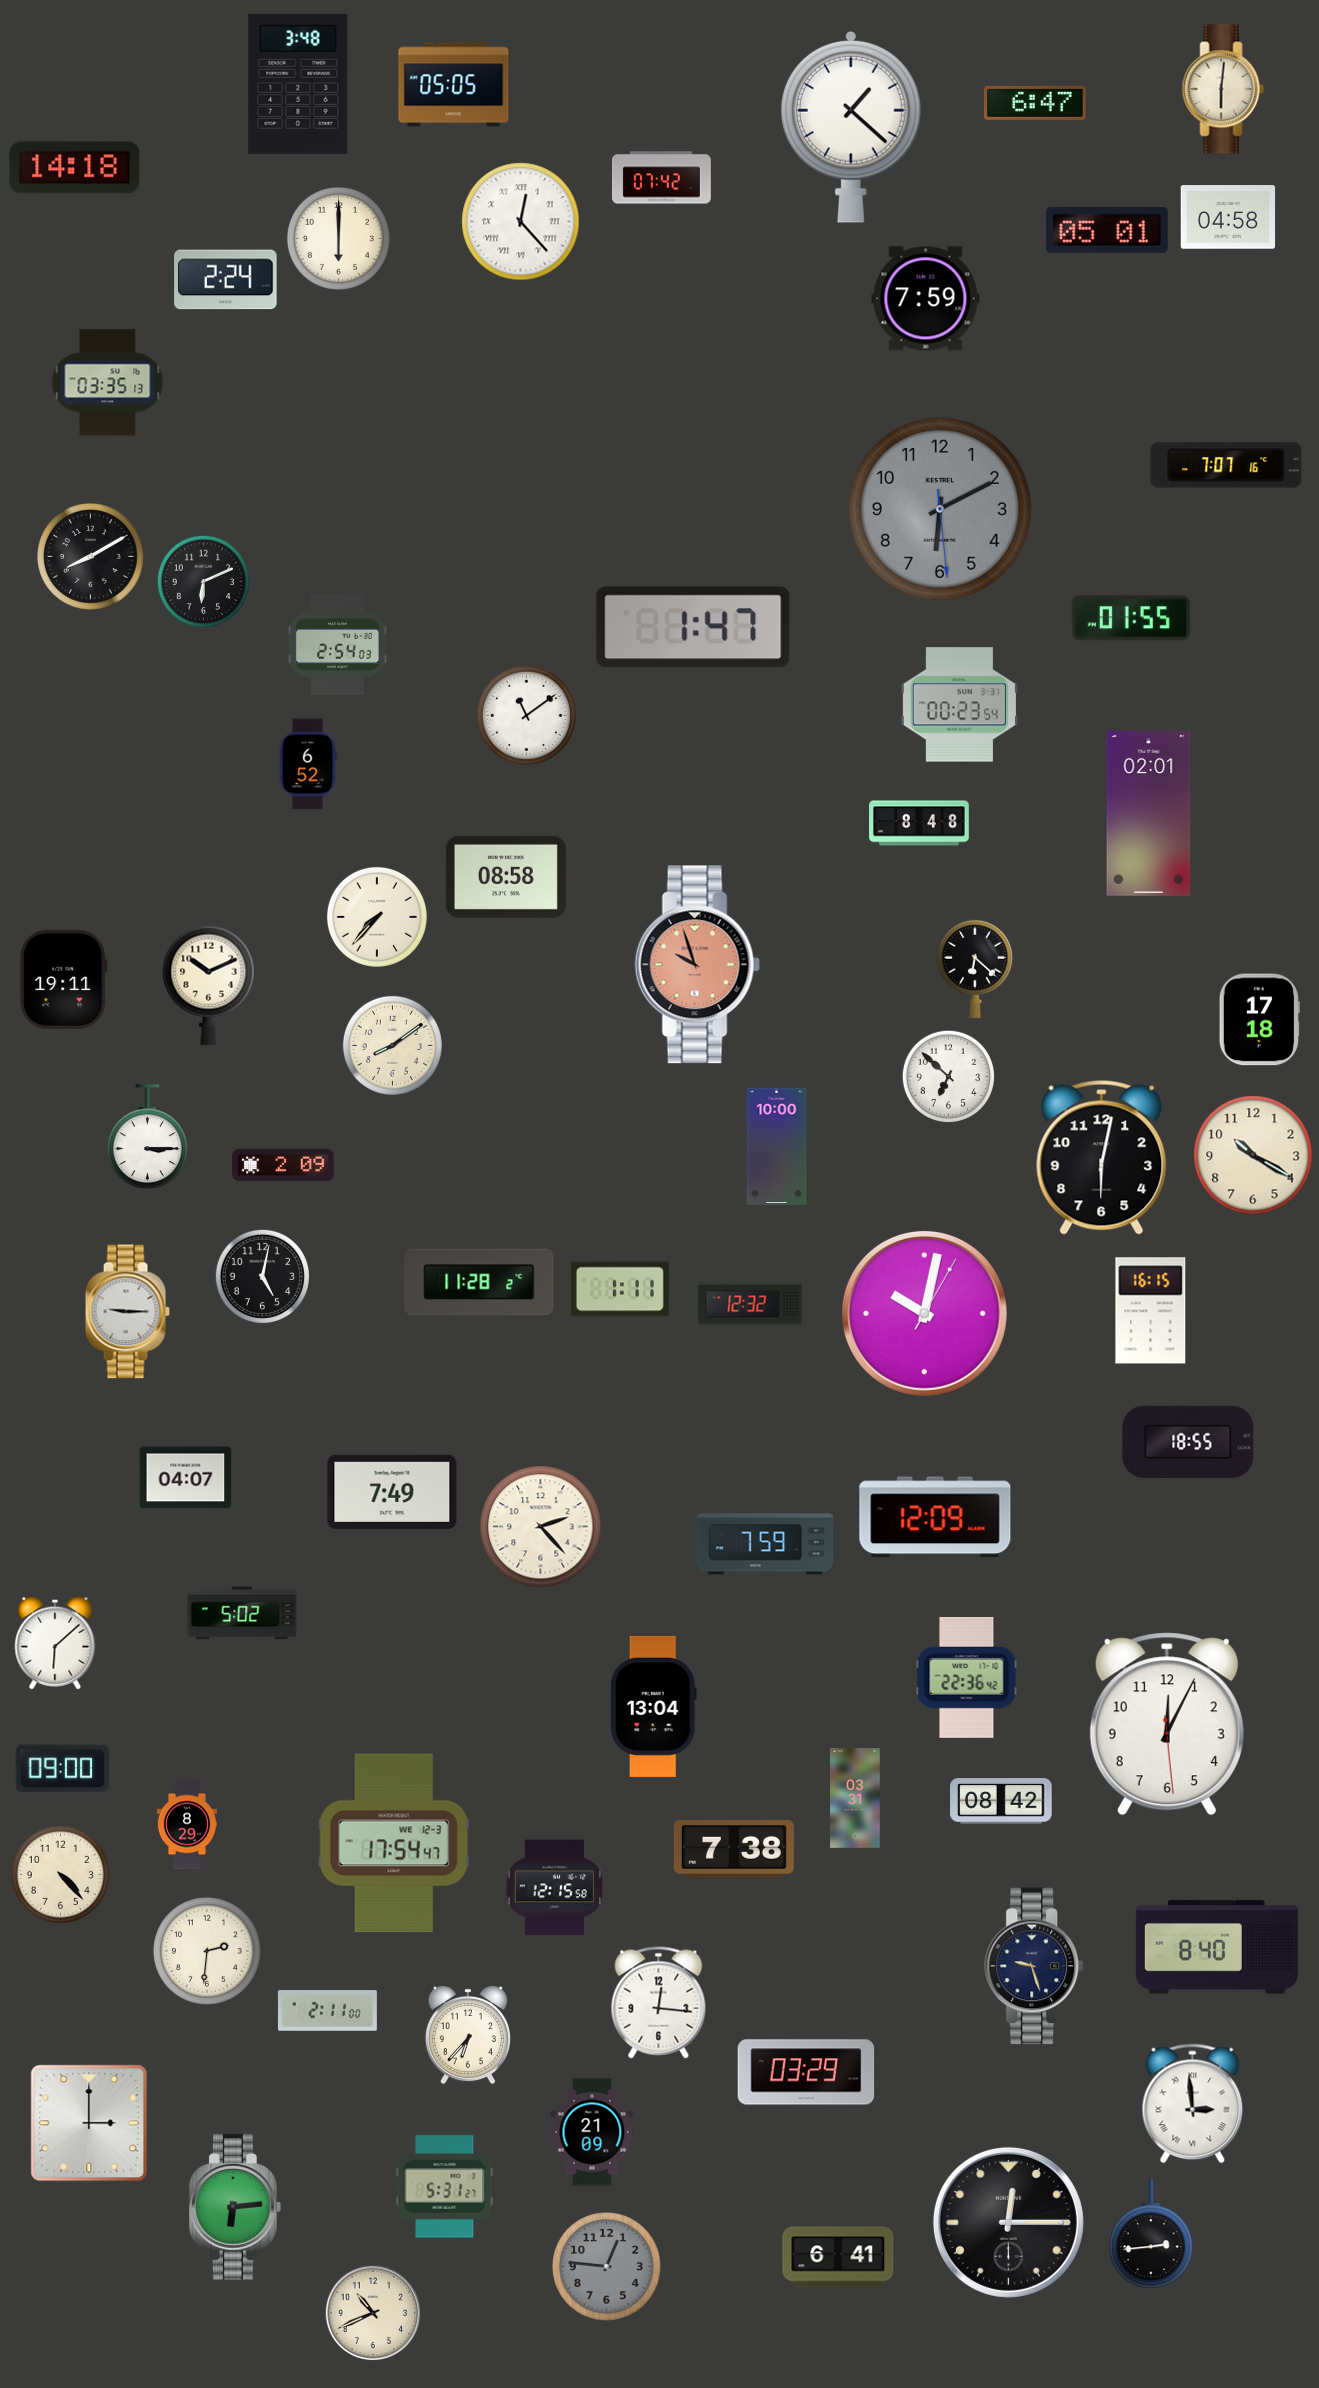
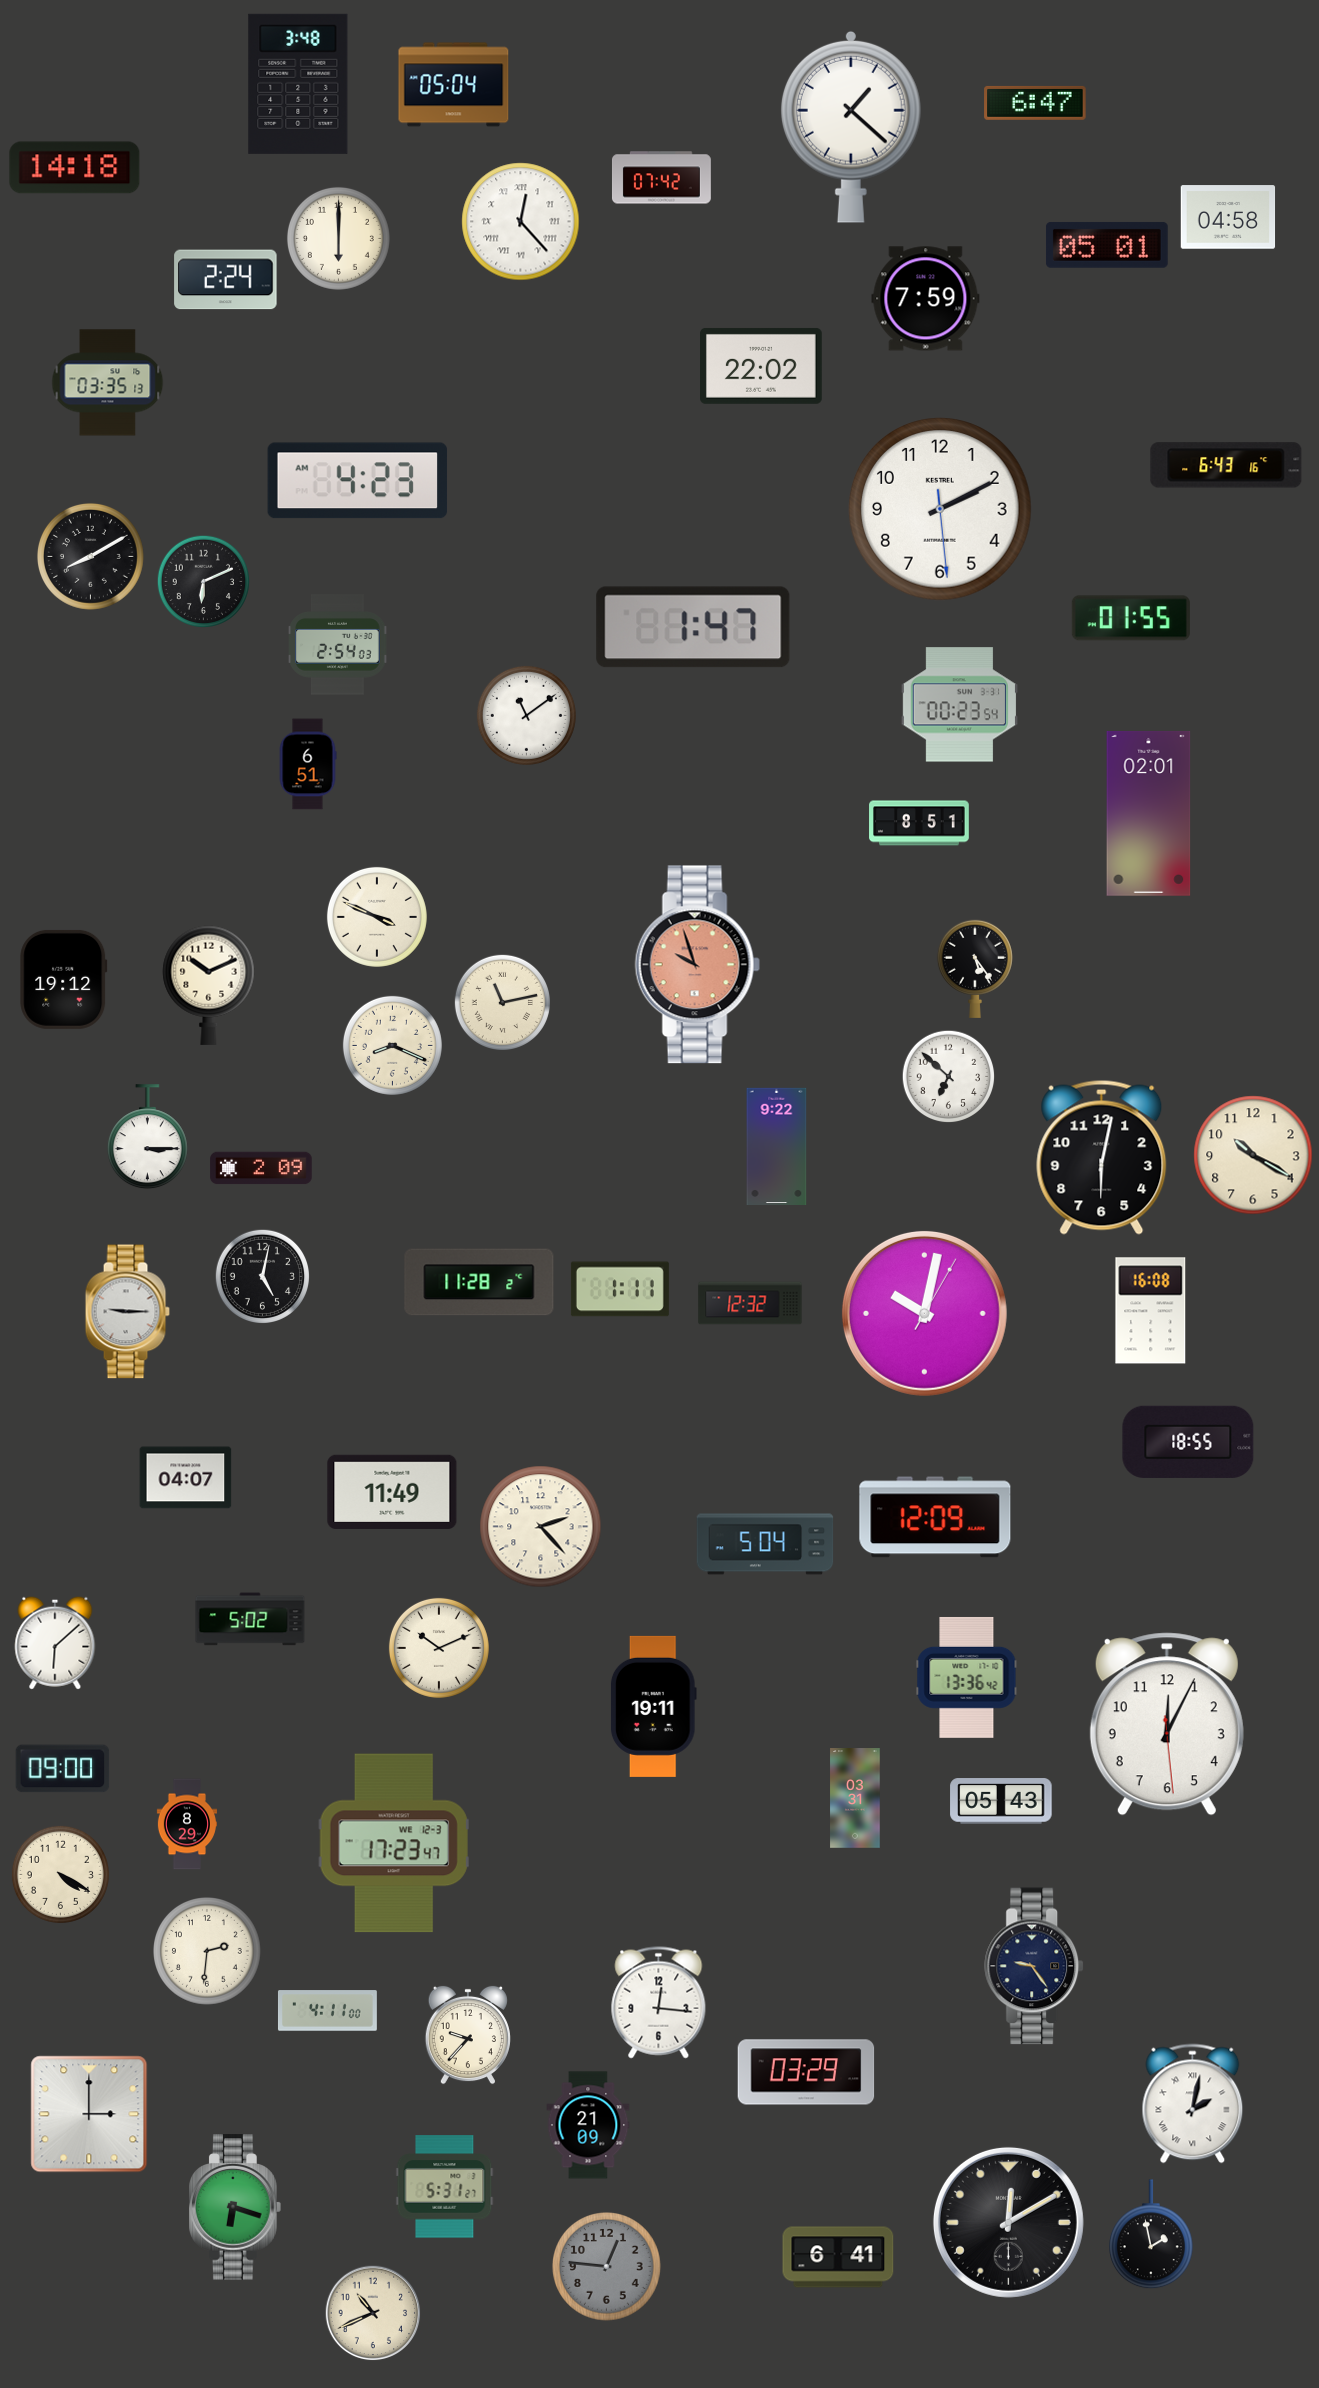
clock at (454, 85): 05:05 -> 05:04
clock at (1223, 89): 6:01 -> none
clock at (1107, 230) position: (1107, 230) -> (1107, 245)
clock at (762, 366): none -> 22:02
clock at (1226, 465): 7:07 -> 6:43
clock at (358, 481): none -> 4:23
clock at (940, 509): 6:10 -> 2:10
clock at (940, 509) dial: grey -> white
clock at (308, 764): 6:52 -> 6:51
clock at (919, 823): 8:48 -> 8:51
clock at (506, 877): 08:58 -> none
clock at (377, 917): 7:37 -> 3:49
clock at (975, 969): 6:22 -> 5:24
clock at (64, 979): 19:11 -> 19:12
clock at (502, 1002): none -> 11:13
clock at (1259, 1020): 17:18 -> none
clock at (392, 1045): 8:09 -> 8:19
clock at (777, 1146): 10:00 -> 9:22
clock at (283, 1165) position: (283, 1165) -> (261, 1168)
clock at (1151, 1311): 16:15 -> 16:08
clock at (392, 1492): 7:49 -> 11:49
clock at (765, 1544): 7:59 -> 5:04
clock at (242, 1613) position: (242, 1613) -> (250, 1619)
clock at (439, 1648): none -> 10:11
clock at (967, 1677): 22:36 -> 13:36
clock at (653, 1706): 13:04 -> 19:11
clock at (1001, 1801): 08:42 -> 05:43
clock at (394, 1843): 17:54 -> 17:23
clock at (734, 1849): 7:38 -> none
clock at (60, 1874): 4:23 -> 4:20
clock at (554, 1888): 12:15 -> none
clock at (1217, 1947): 8:40 -> none
clock at (1035, 1966): 9:27 -> 9:24
clock at (327, 2011): 2:11 -> 4:11
clock at (468, 2035): 6:37 -> 9:37
clock at (1193, 2104): 2:59 -> 2:02
clock at (89, 2123) position: (89, 2123) -> (89, 2114)
clock at (592, 2132) position: (592, 2132) -> (588, 2125)
clock at (236, 2207): 6:14 -> 6:18
clock at (1008, 2222): 12:15 -> 12:10
clock at (1152, 2235): 2:44 -> 1:58
